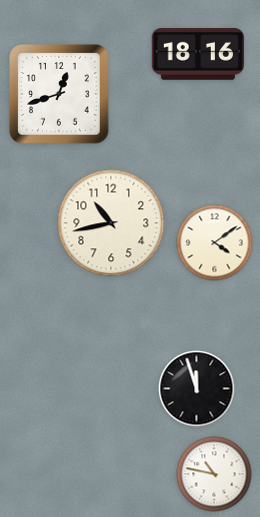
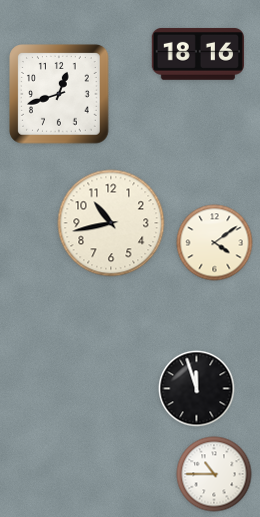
clock at (214, 474): 10:47 -> 10:45
